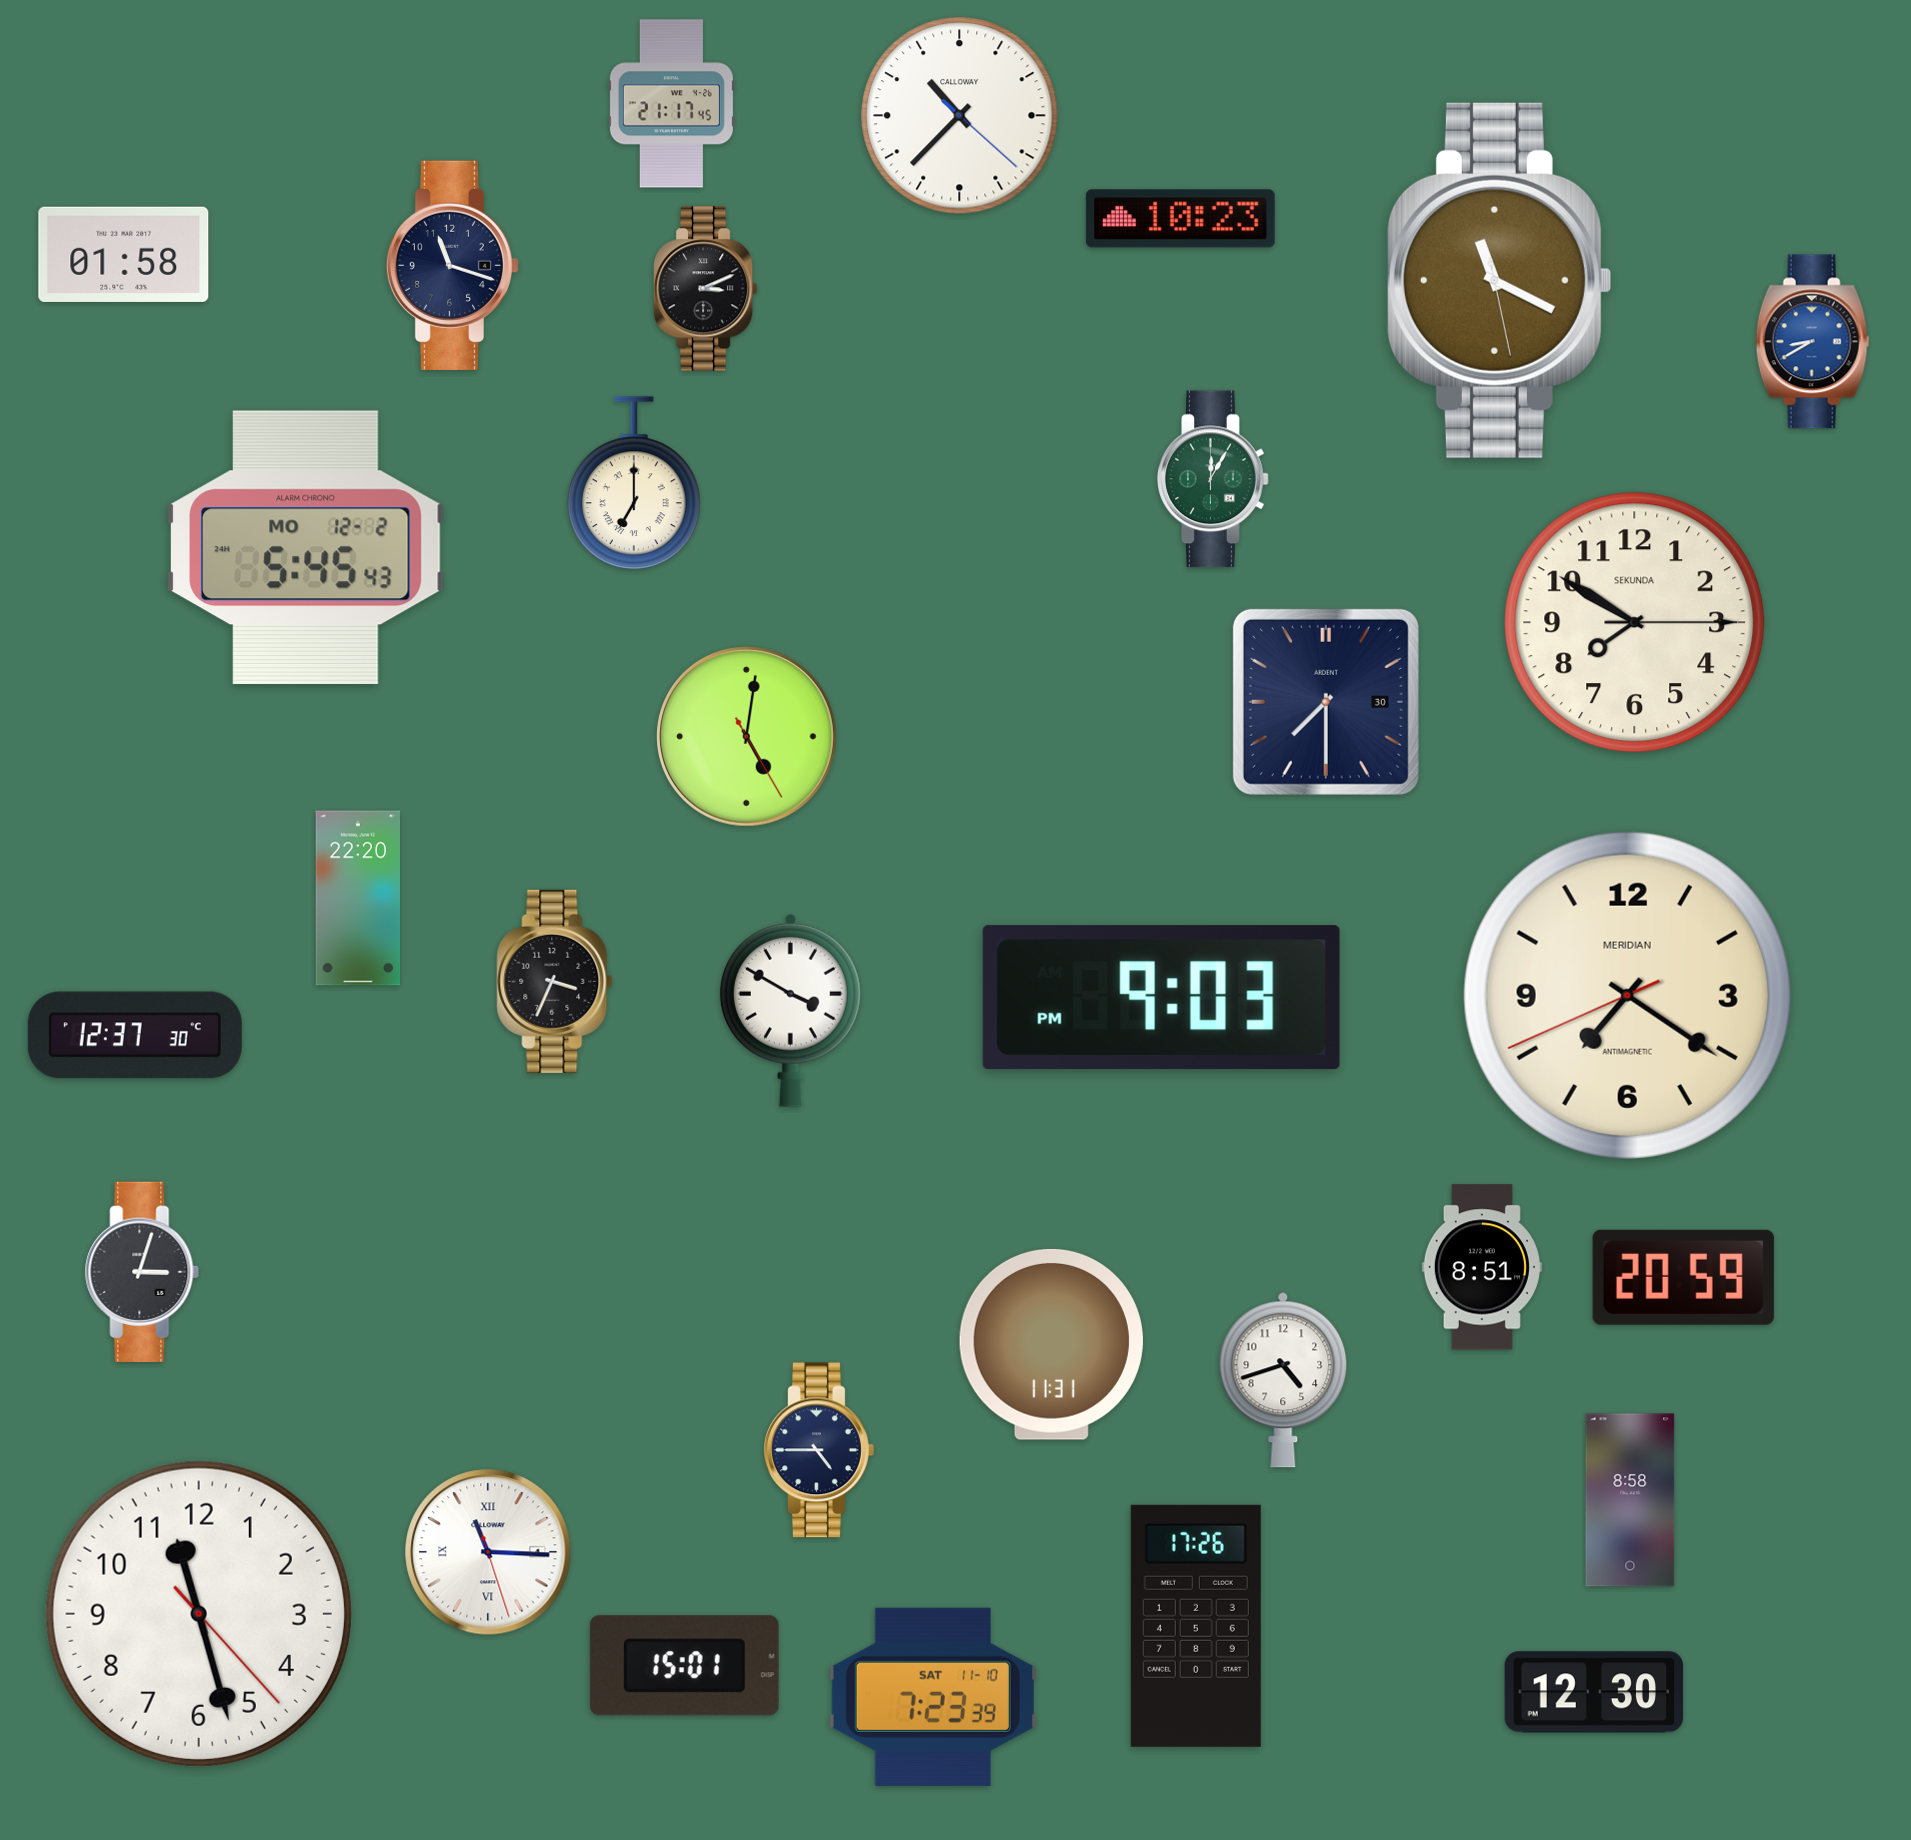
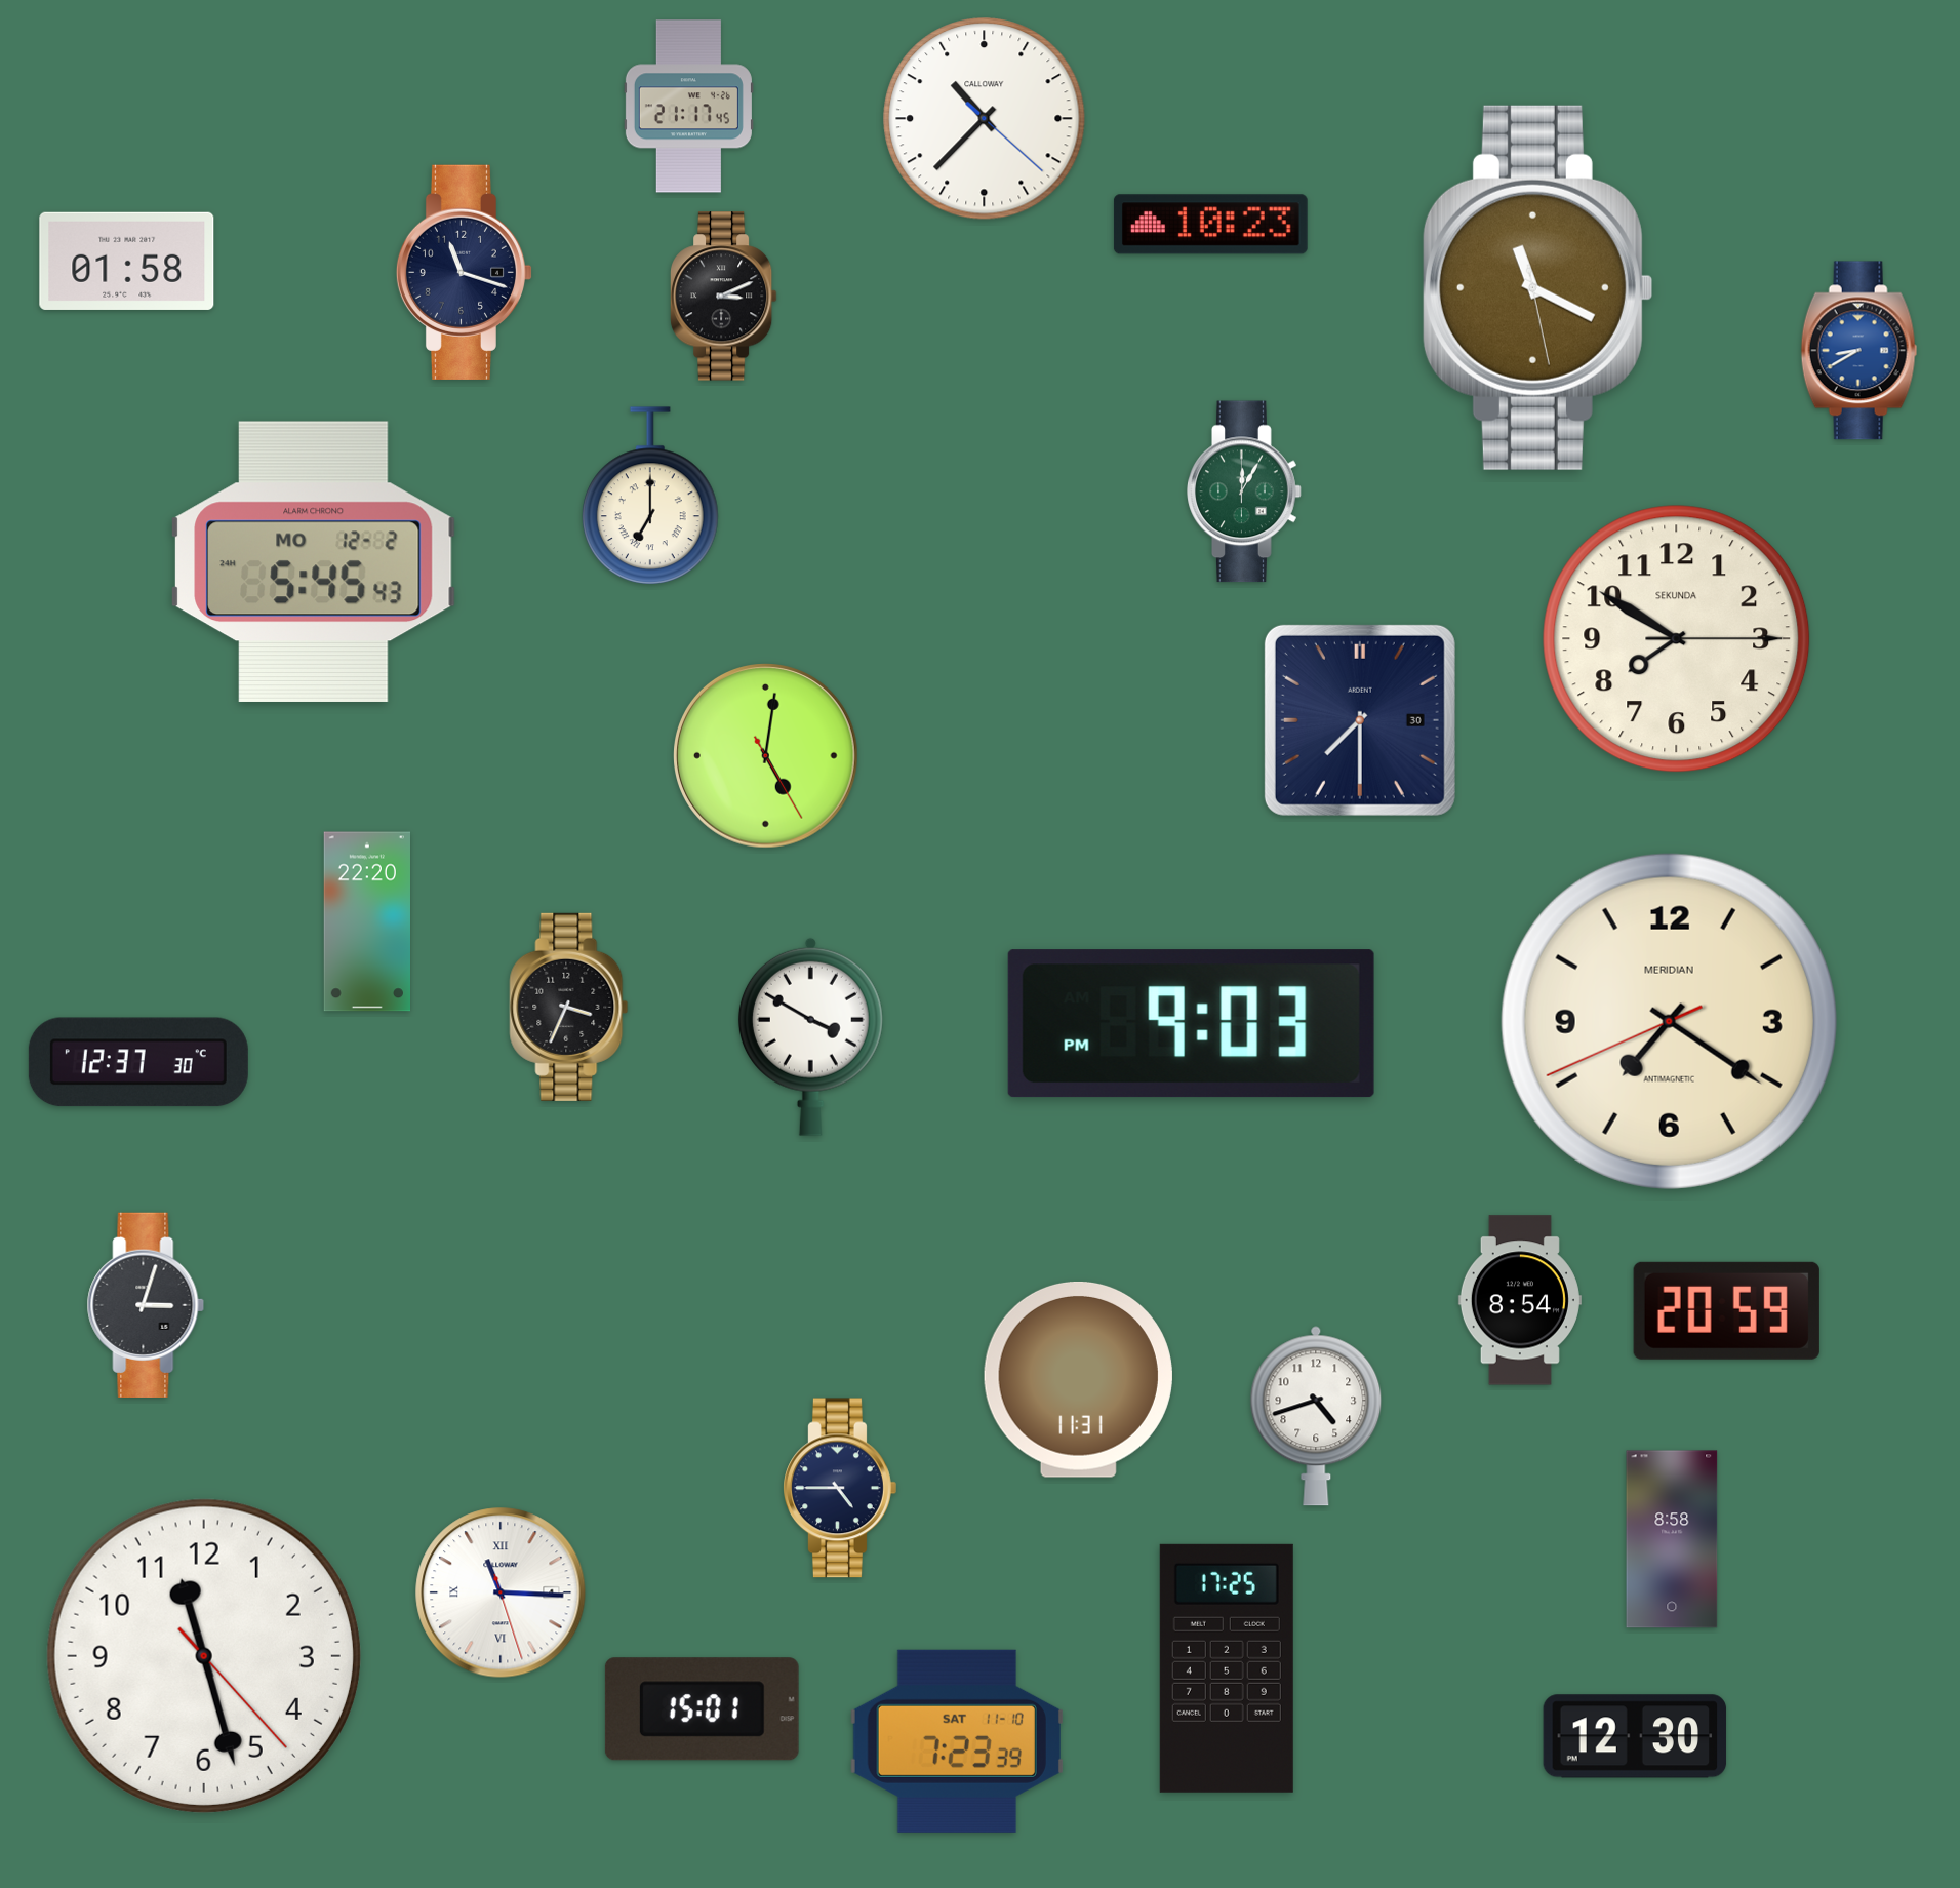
clock at (1482, 1267): 8:51 -> 8:54
clock at (1196, 1626): 17:26 -> 17:25
